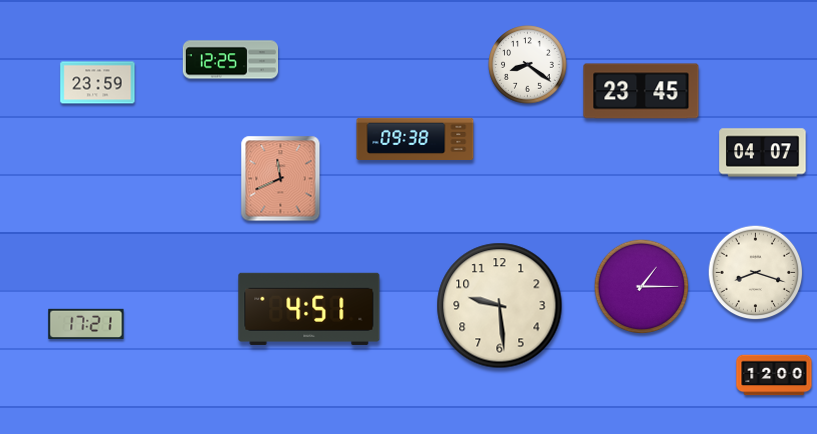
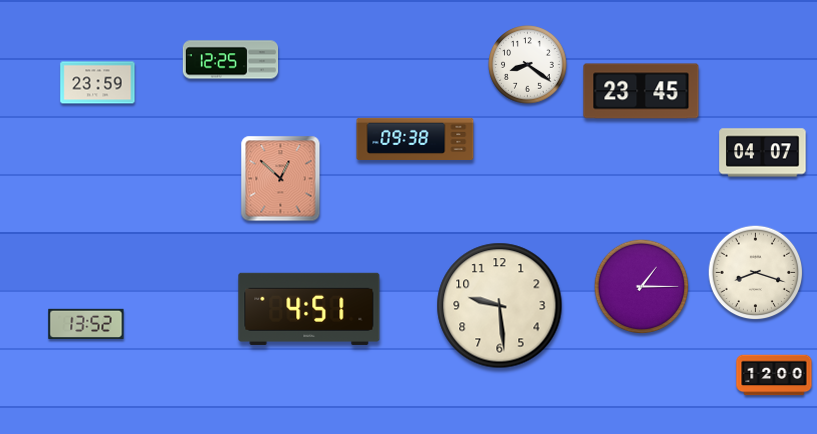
clock at (281, 179): 11:41 -> 12:52
clock at (86, 324): 17:21 -> 13:52
